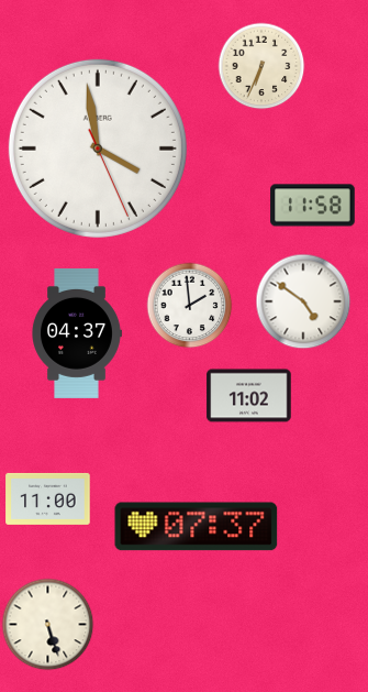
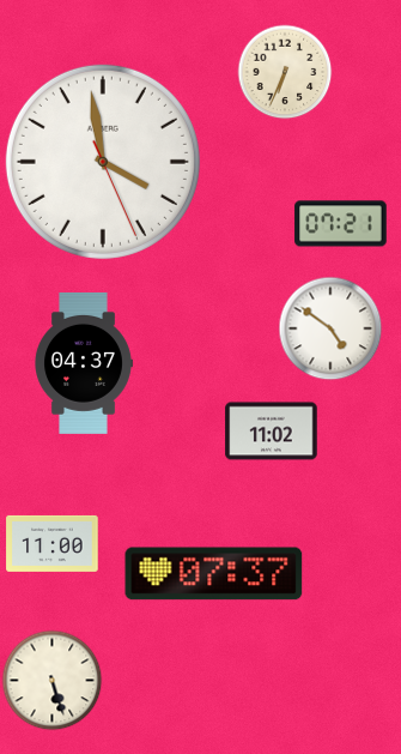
clock at (98, 149) position: (98, 149) -> (103, 162)
clock at (313, 206): 11:58 -> 07:21
clock at (189, 305): 1:59 -> none
